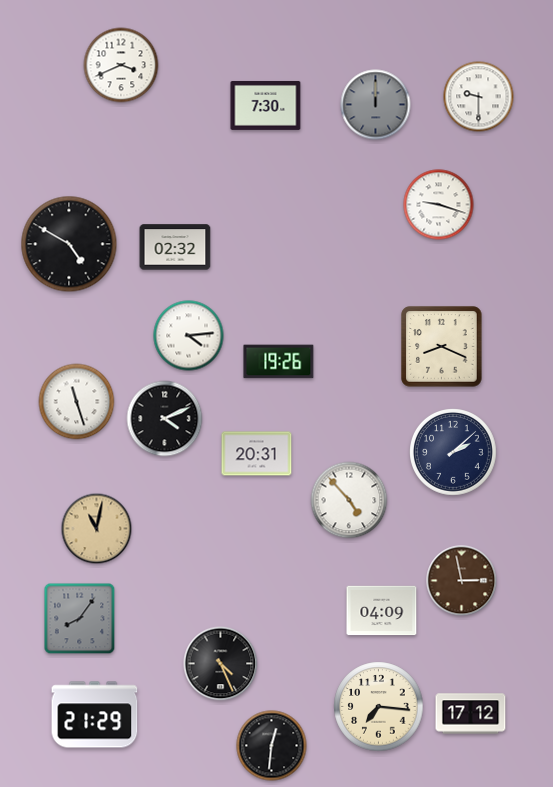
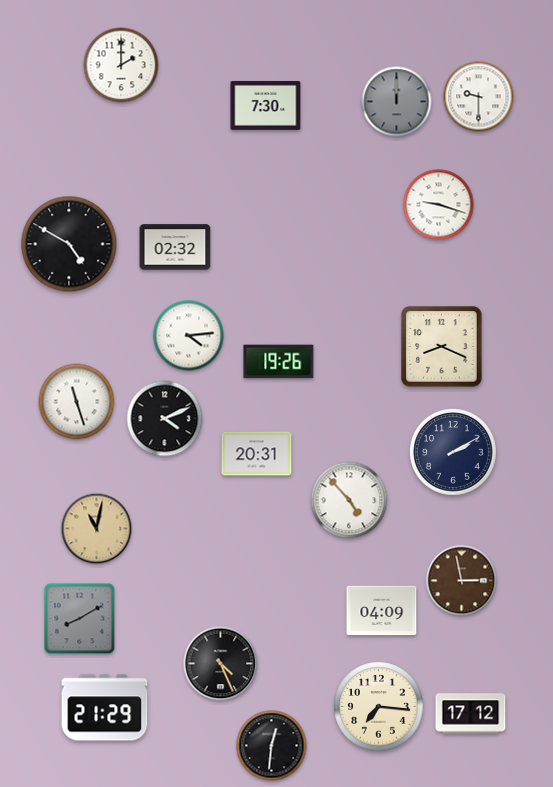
clock at (121, 65): 3:41 -> 2:00
clock at (376, 105) position: (376, 105) -> (397, 102)
clock at (454, 453): 2:08 -> 2:10
clock at (80, 619): 8:06 -> 8:10
clock at (95, 715) position: (95, 715) -> (105, 708)
